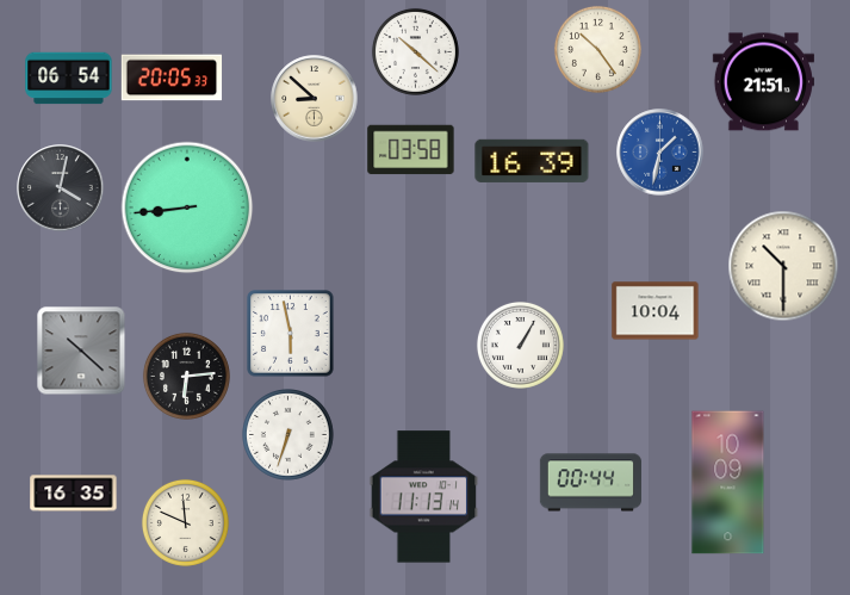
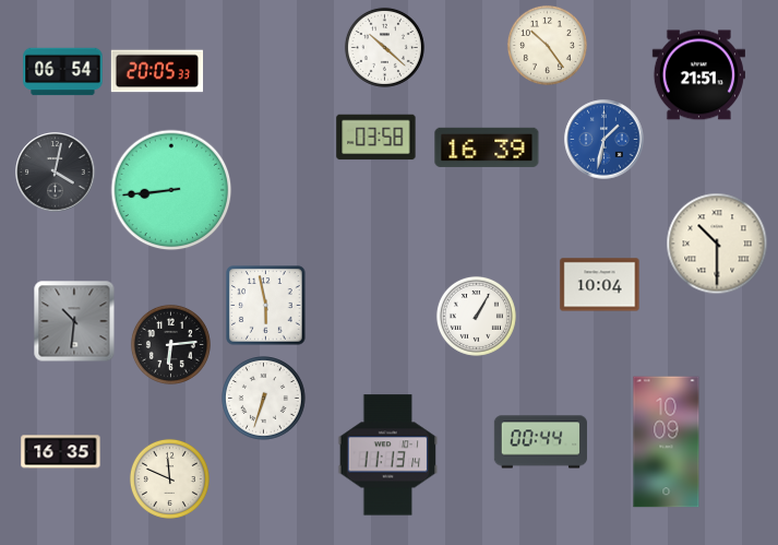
clock at (415, 51) position: (415, 51) -> (384, 47)
clock at (315, 99): 8:52 -> none
clock at (81, 351): 10:22 -> 10:31
clock at (74, 494) position: (74, 494) -> (61, 452)
